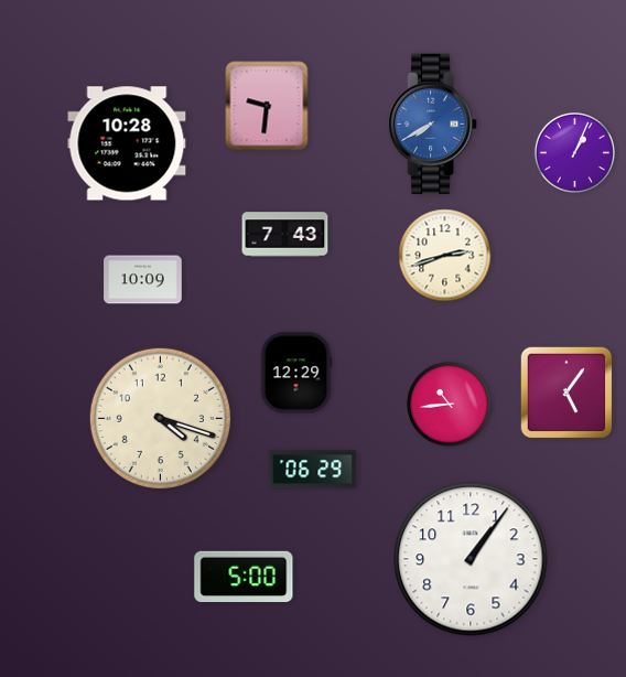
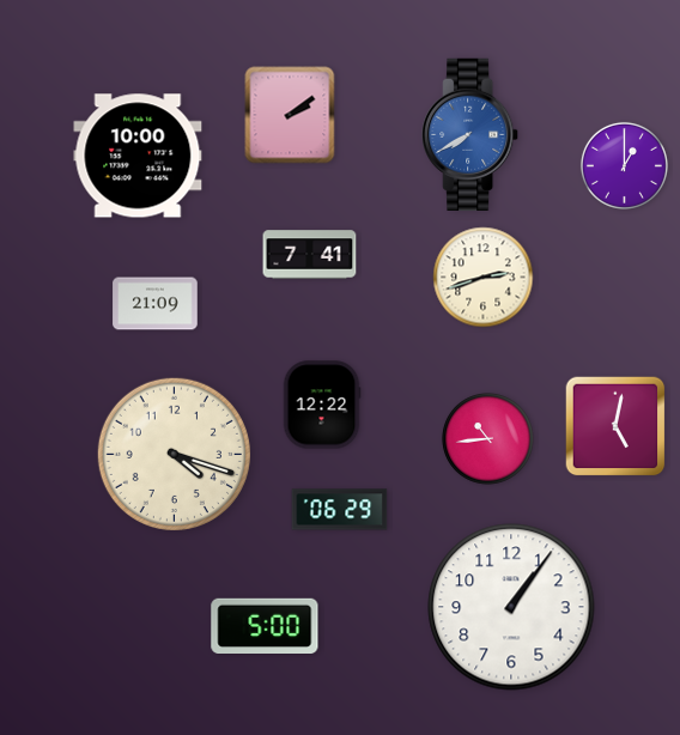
clock at (267, 106): 9:31 -> 2:09
clock at (127, 143): 10:28 -> 10:00
clock at (574, 152): 1:04 -> 1:00
clock at (285, 235): 7:43 -> 7:41
clock at (143, 280): 10:09 -> 21:09
clock at (296, 373): 12:29 -> 12:22
clock at (566, 393): 5:06 -> 5:02
